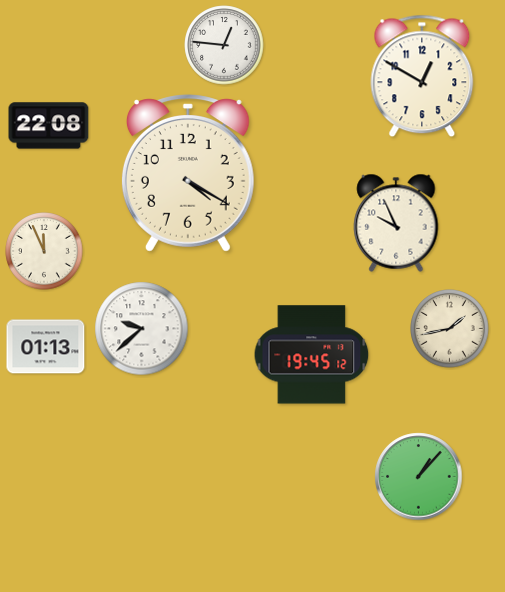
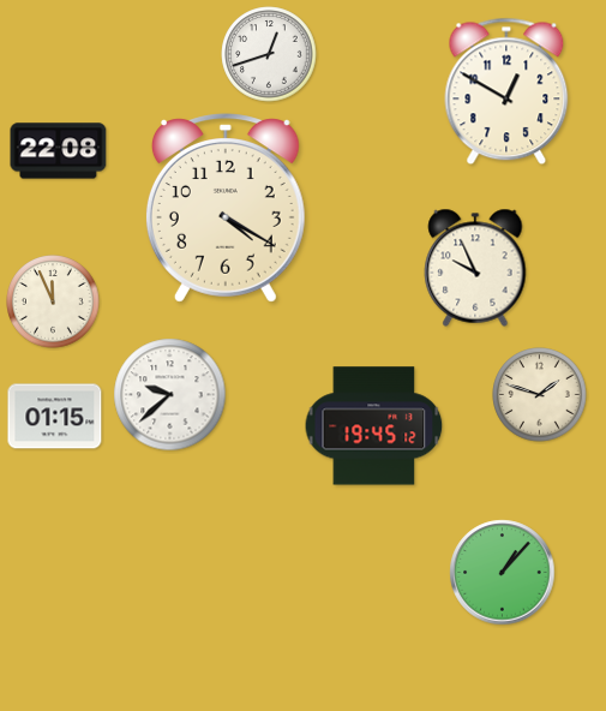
clock at (224, 45): 12:46 -> 12:42
clock at (450, 329): 1:43 -> 1:48
clock at (46, 347): 01:13 -> 01:15
